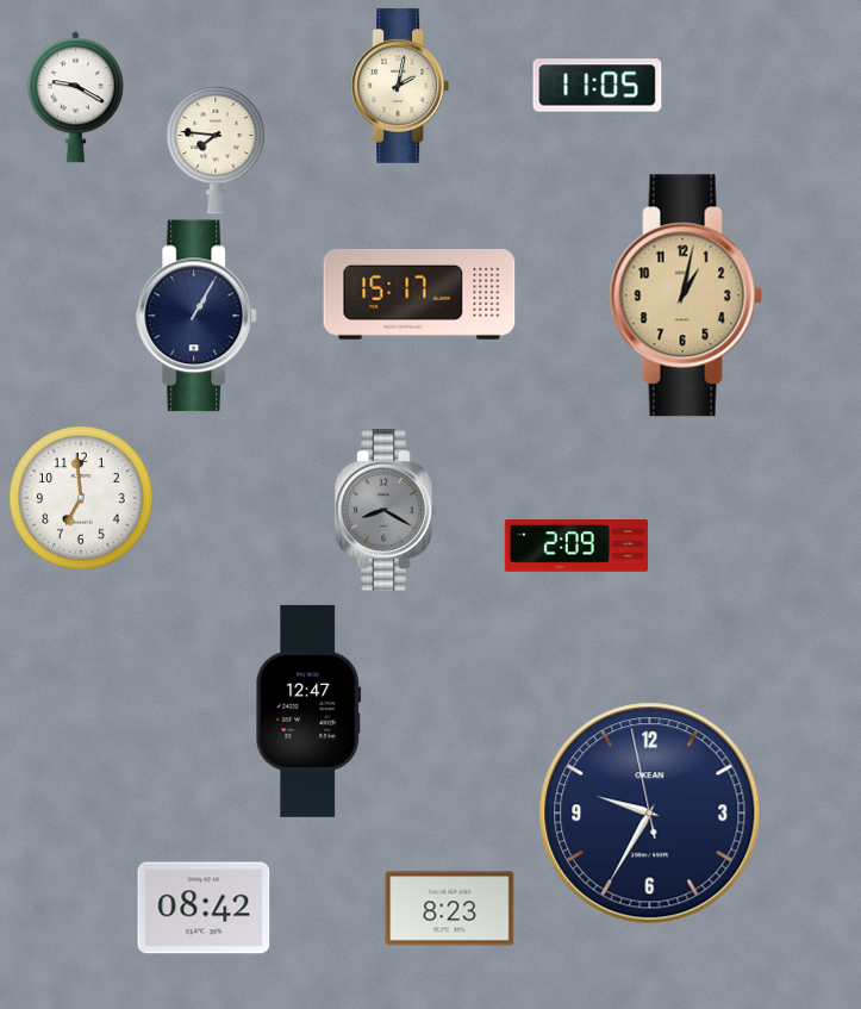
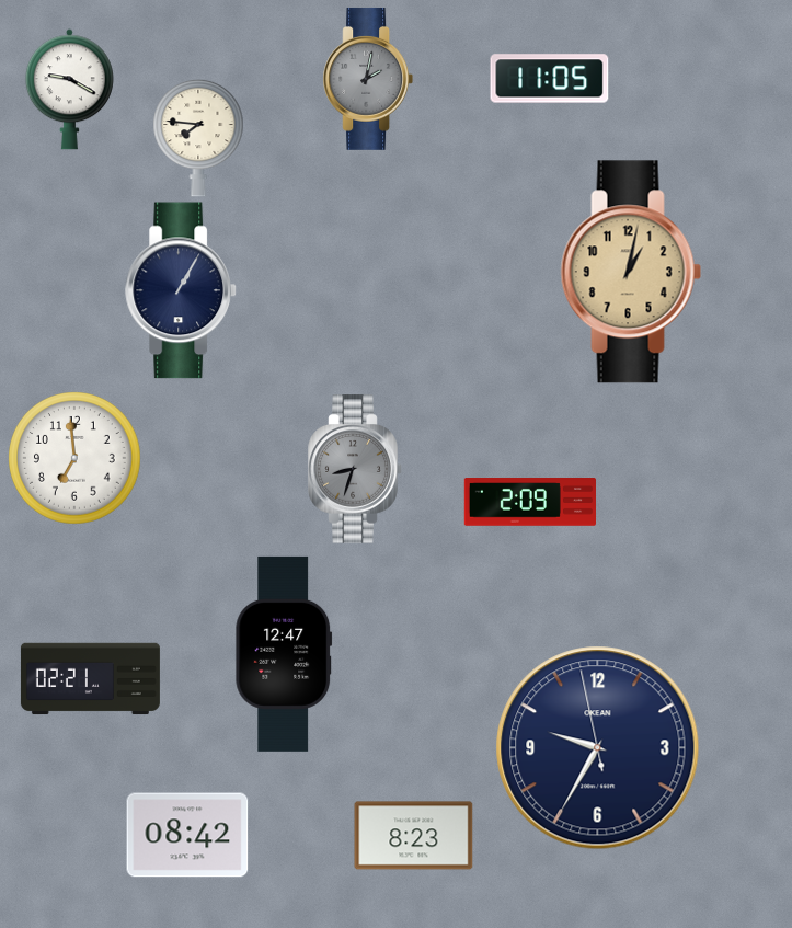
clock at (400, 86) dial: cream -> grey
clock at (419, 294): 15:17 -> none
clock at (386, 510): 8:20 -> 8:33
clock at (90, 679): none -> 02:21
